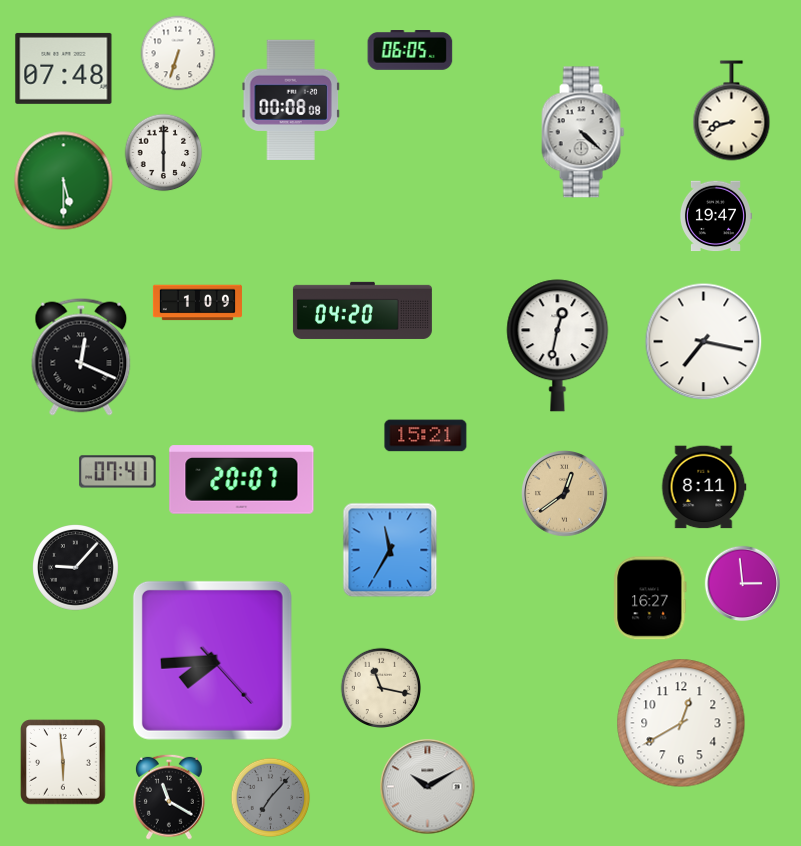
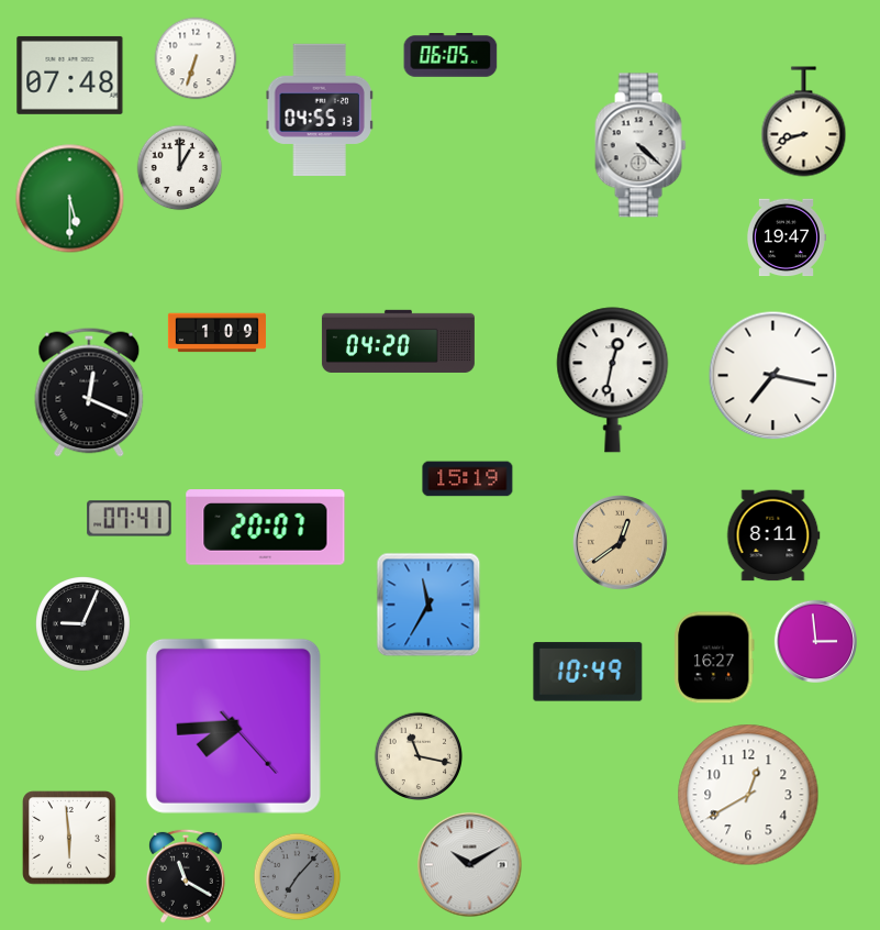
clock at (290, 99): 00:08 -> 04:55
clock at (164, 153): 6:00 -> 1:00
clock at (426, 436): 15:21 -> 15:19
clock at (76, 568): 9:07 -> 9:04
clock at (588, 672): none -> 10:49
